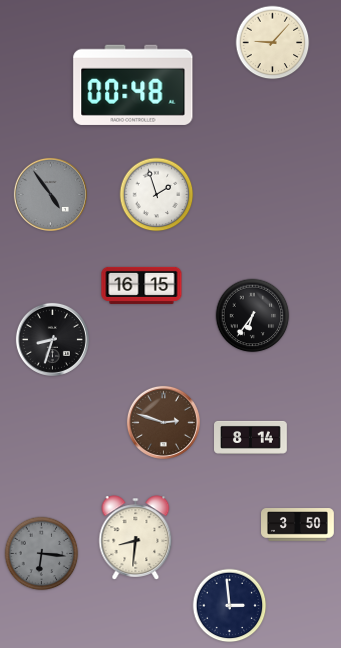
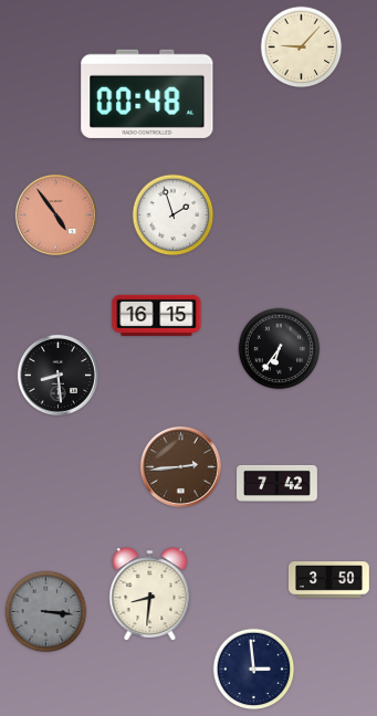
clock at (50, 194) dial: grey -> salmon
clock at (52, 339): 8:33 -> 8:29
clock at (163, 422): 2:48 -> 2:44
clock at (251, 437): 8:14 -> 7:42
clock at (42, 554): 6:16 -> 3:16
